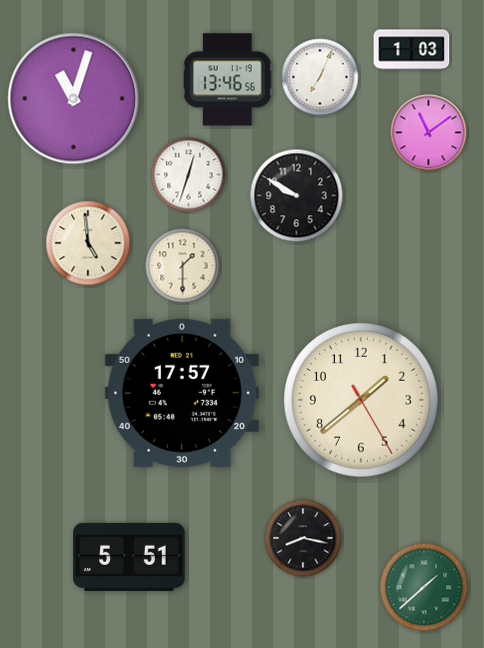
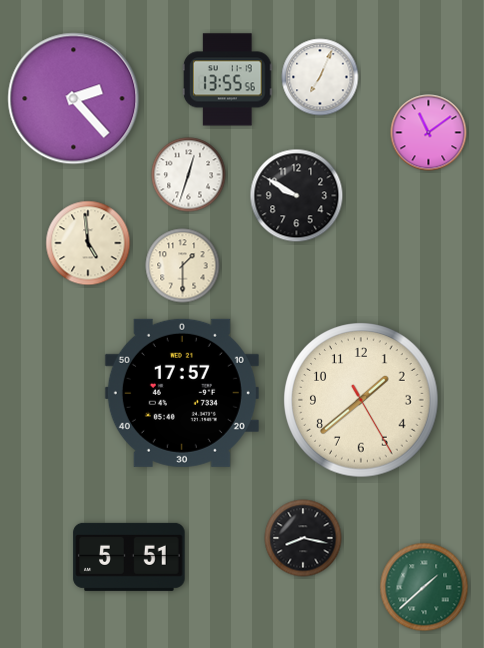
clock at (412, 50): 1:03 -> none
clock at (227, 80): 13:46 -> 13:55
clock at (74, 99): 11:03 -> 2:23
